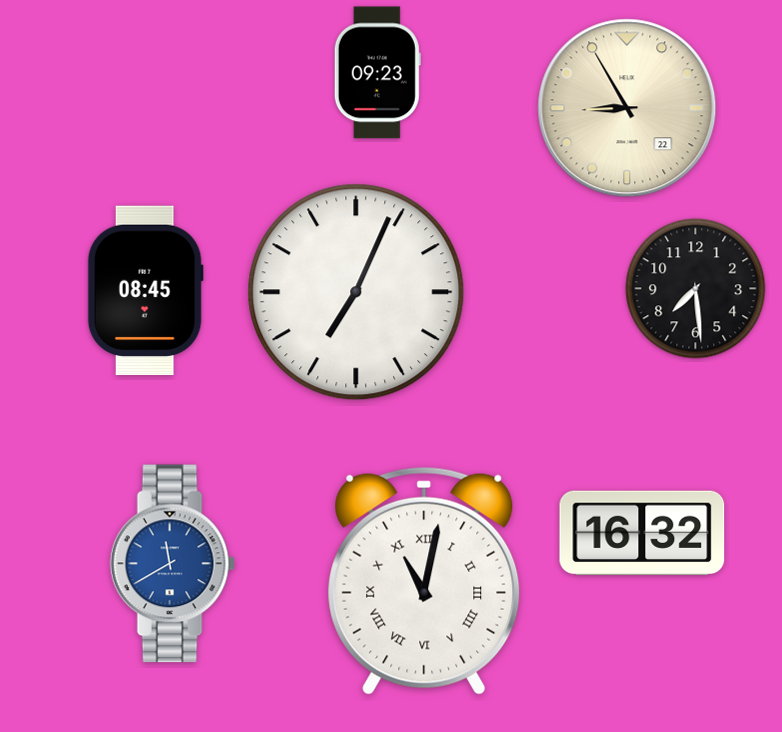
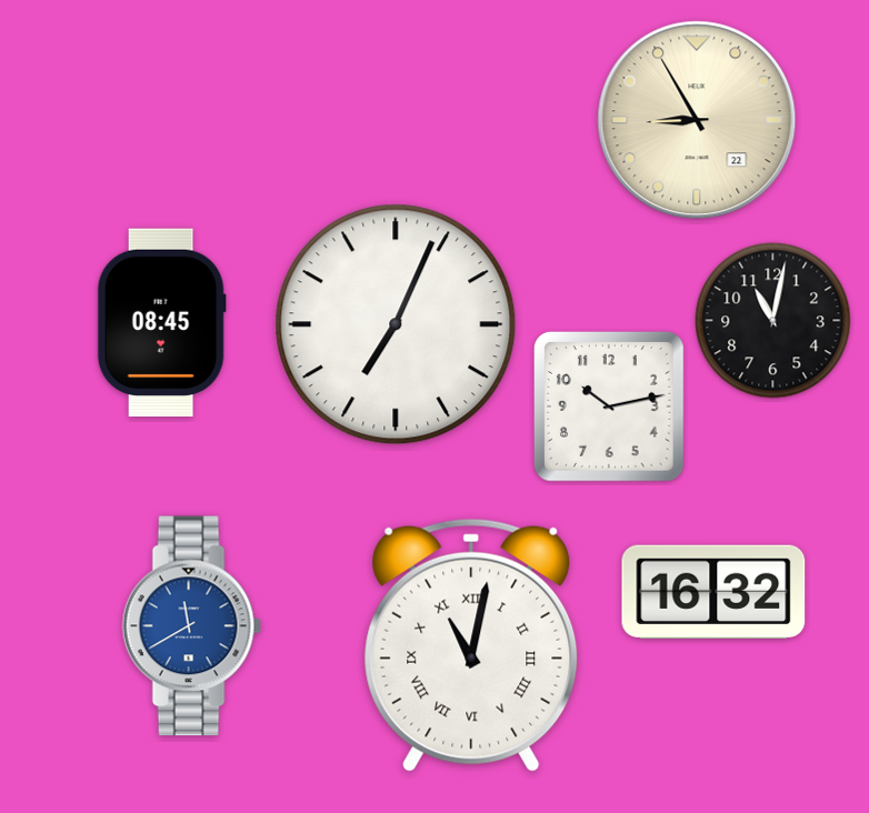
clock at (377, 73): 09:23 -> none
clock at (696, 289): 7:29 -> 11:02
clock at (610, 406): none -> 10:13
